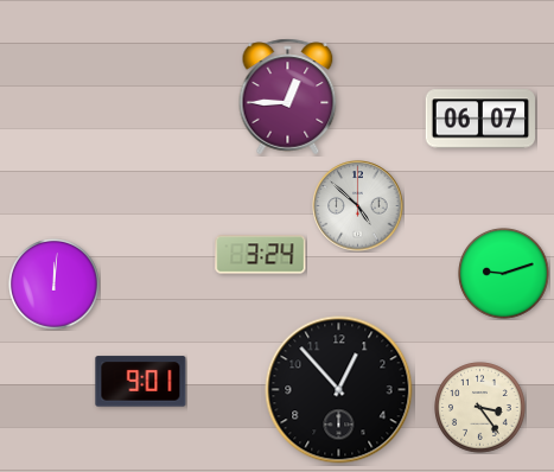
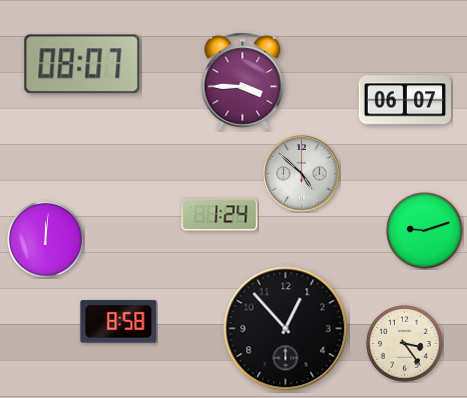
clock at (82, 64): none -> 08:07
clock at (288, 97): 12:45 -> 3:45
clock at (261, 255): 3:24 -> 1:24
clock at (141, 382): 9:01 -> 8:58
